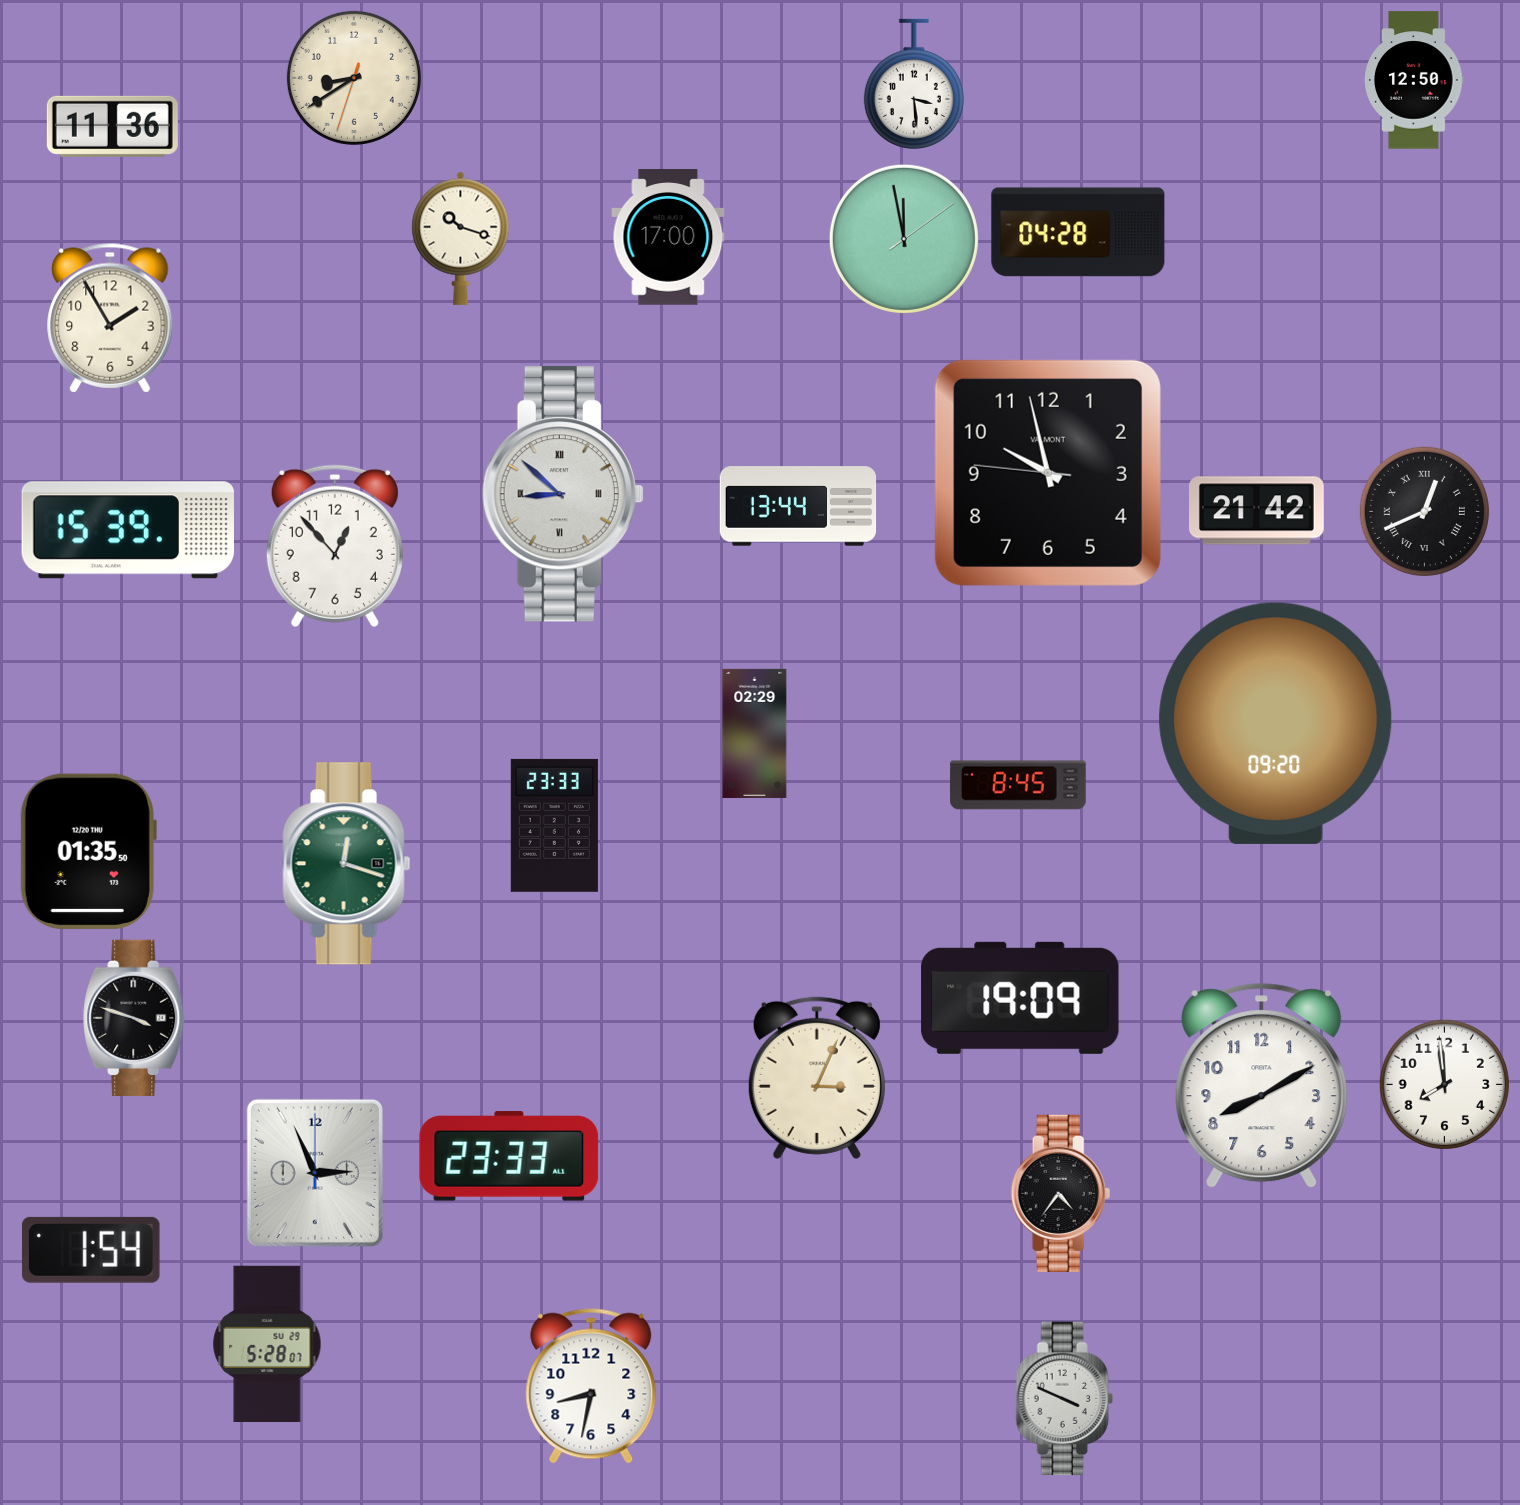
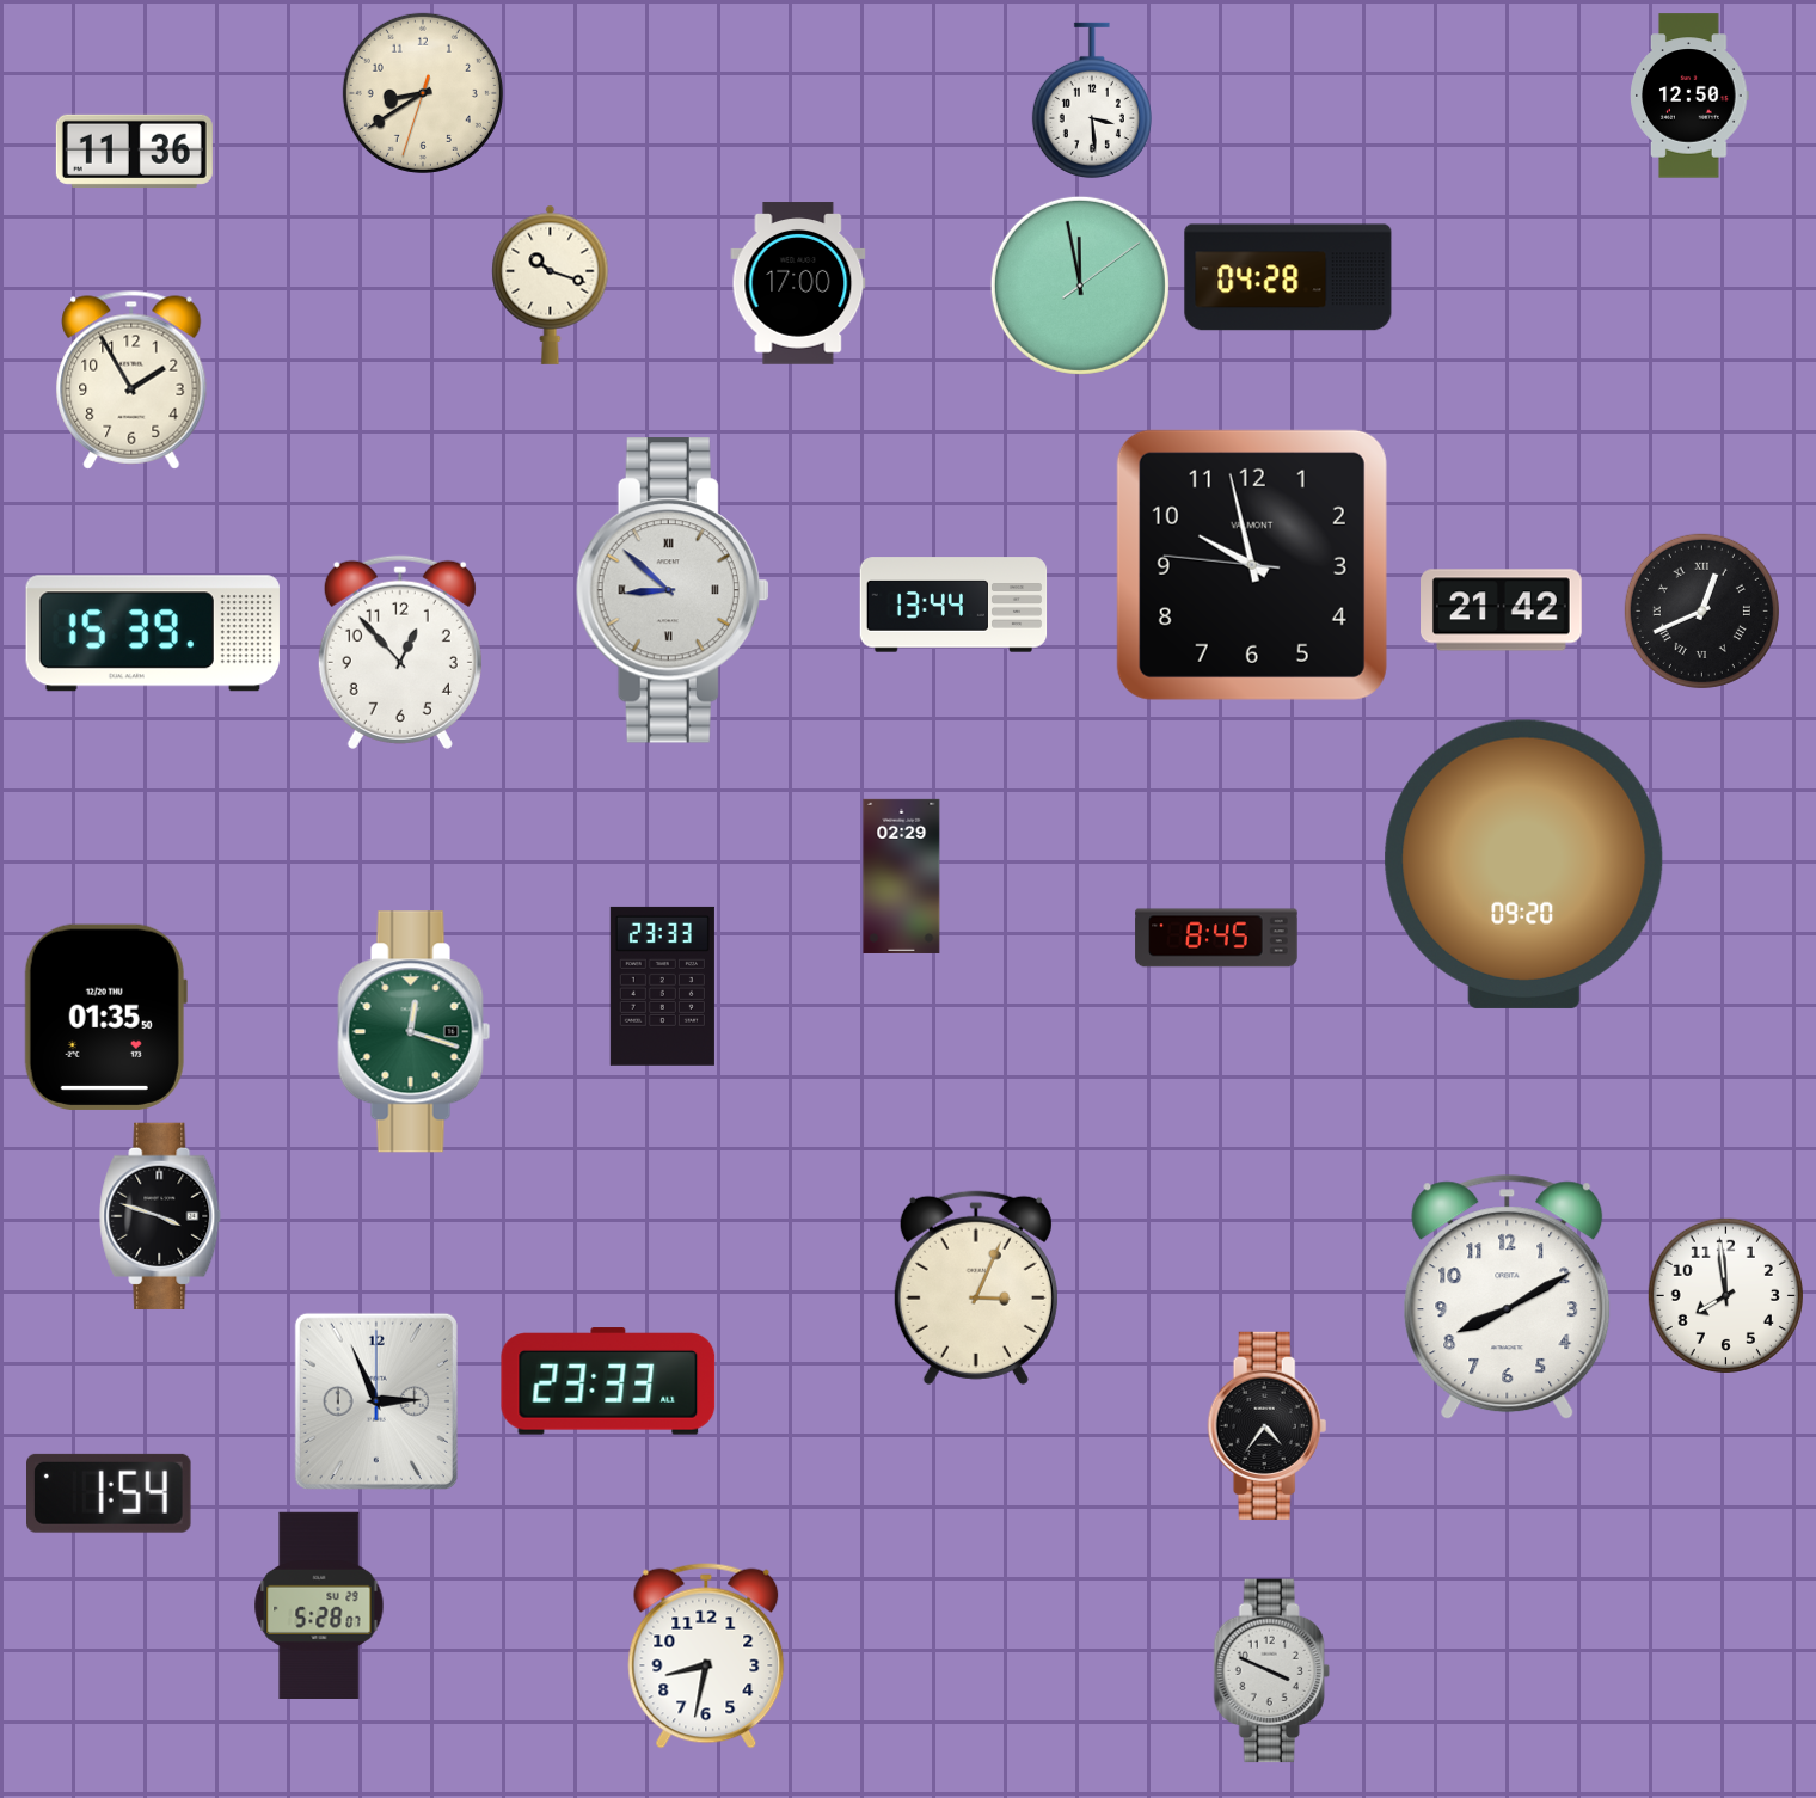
clock at (1020, 998): 19:09 -> none
